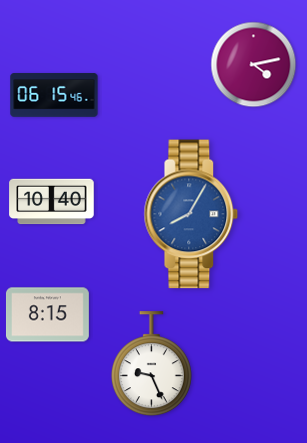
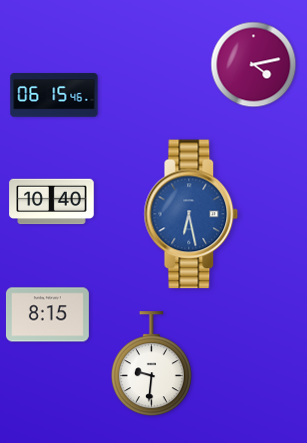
clock at (191, 214): 8:05 -> 6:28
clock at (151, 364): 9:26 -> 9:31
